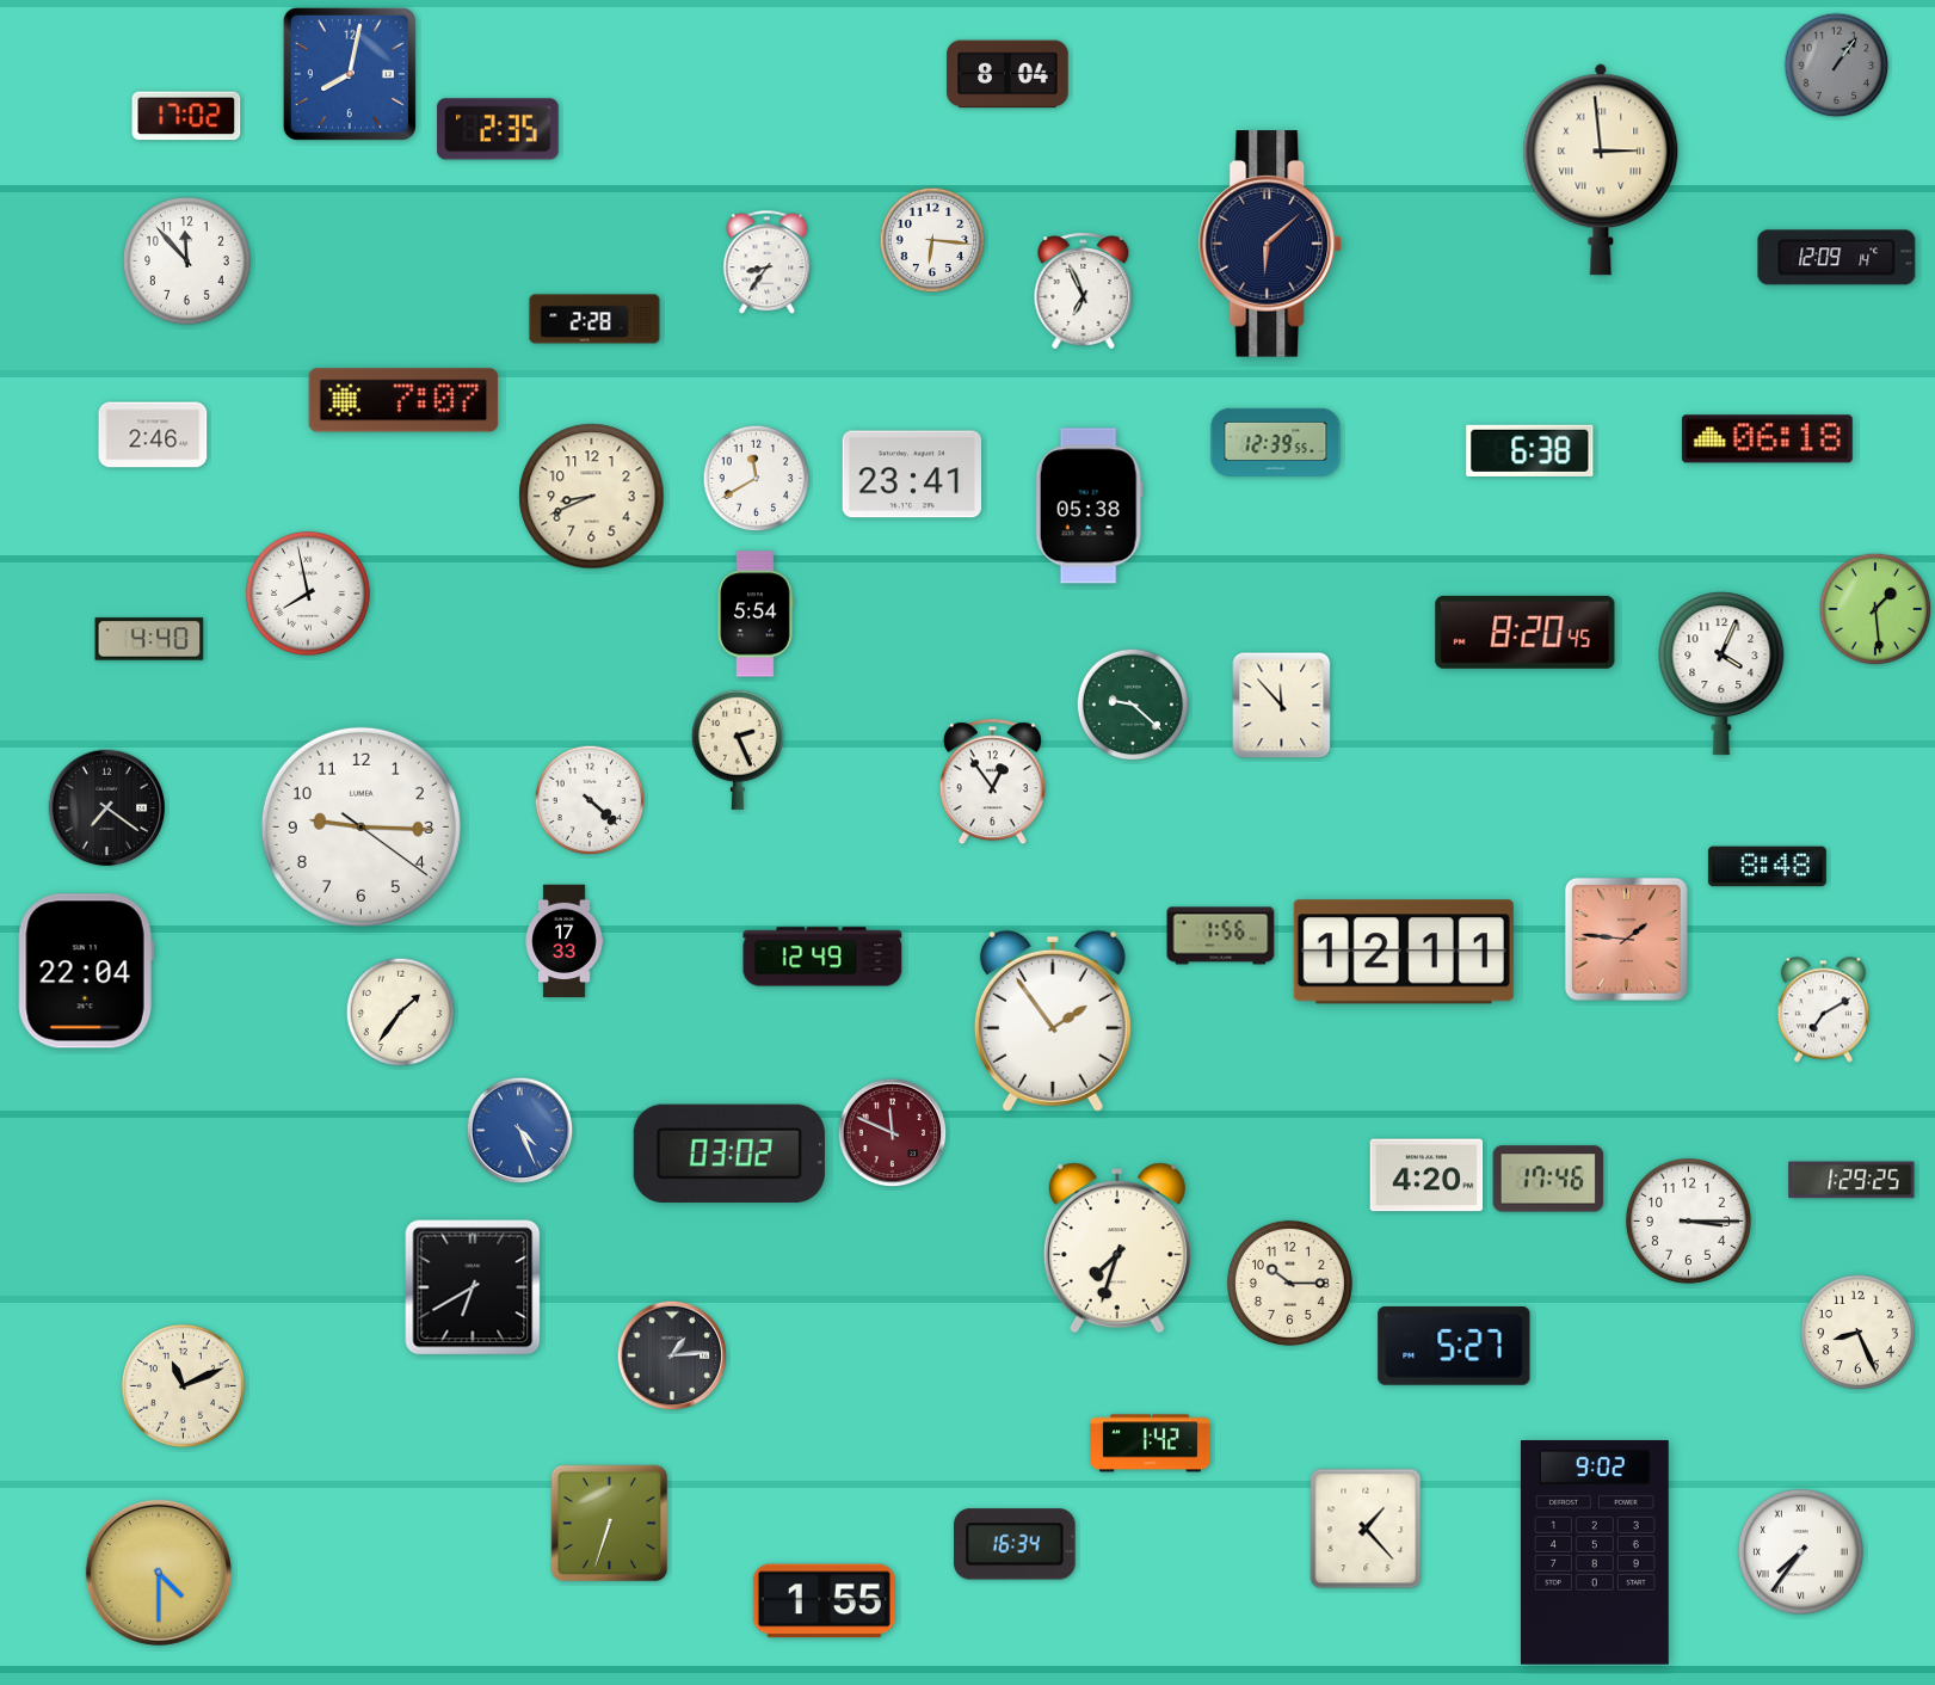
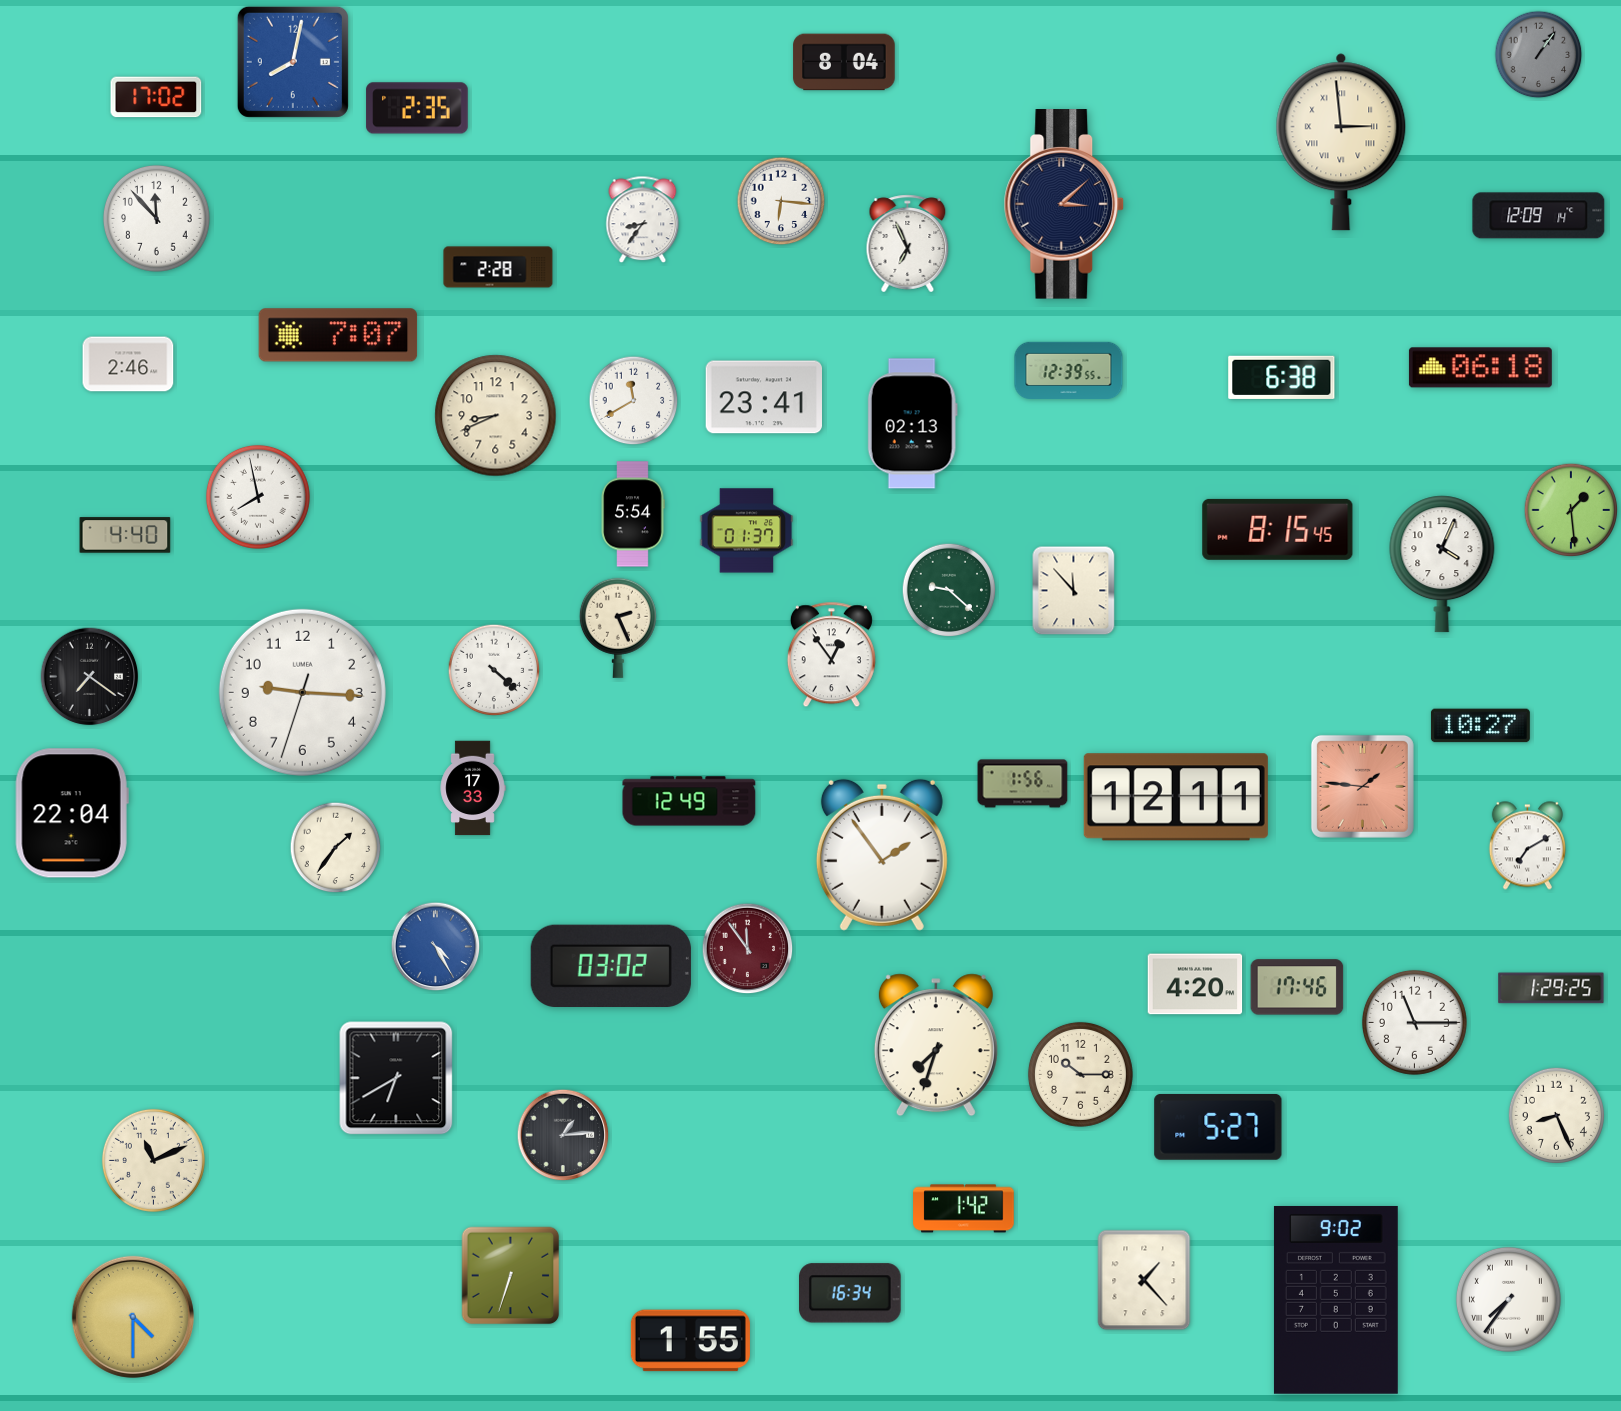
clock at (1270, 244): 6:08 -> 3:08
clock at (1089, 506): 05:38 -> 02:13
clock at (1526, 632): 8:20 -> 8:15
clock at (747, 531): none -> 01:37
clock at (360, 826): 9:15:21 -> 9:15:33
clock at (1767, 867): 8:48 -> 10:27
clock at (520, 1131): 4:26 -> 4:25
clock at (893, 1133): 11:49 -> 11:54
clock at (1688, 1220): 3:15 -> 11:15
